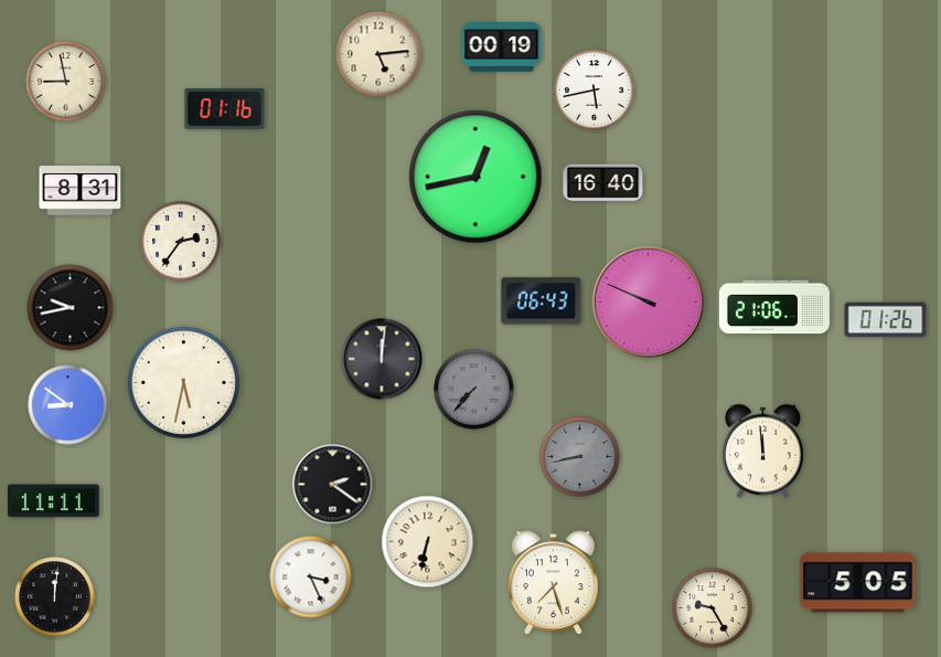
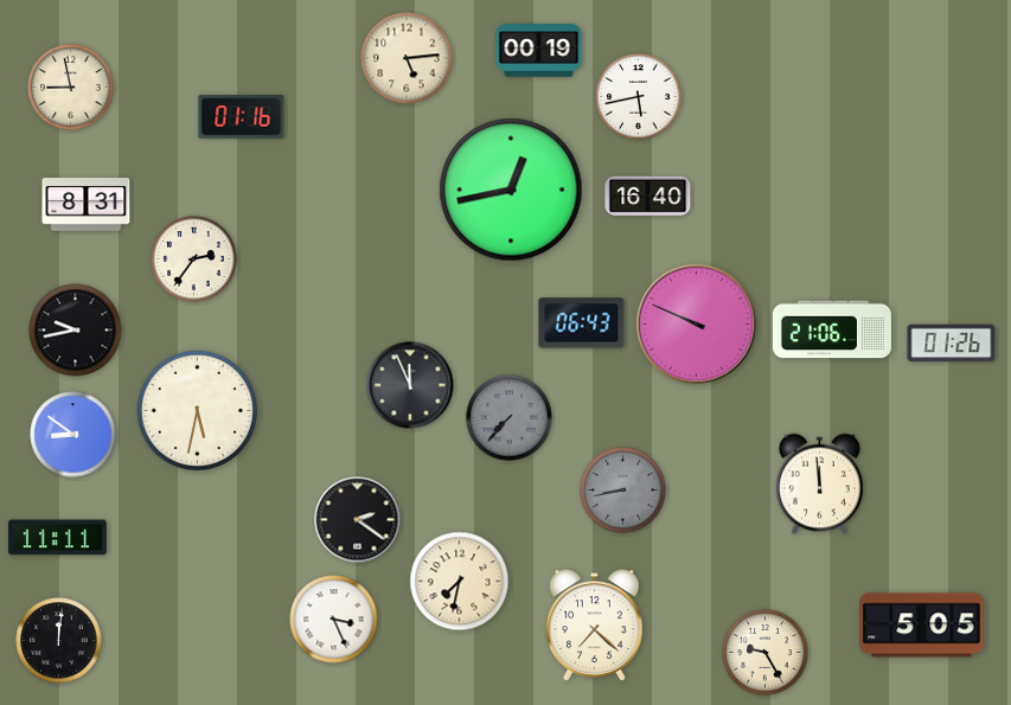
clock at (382, 359): 12:01 -> 11:56
clock at (428, 542): 6:32 -> 7:32
clock at (554, 583): 7:27 -> 7:22
